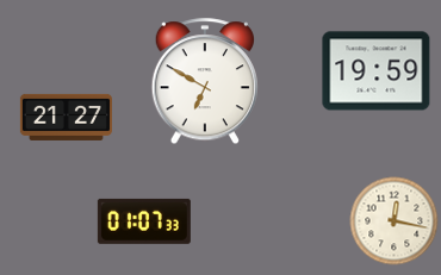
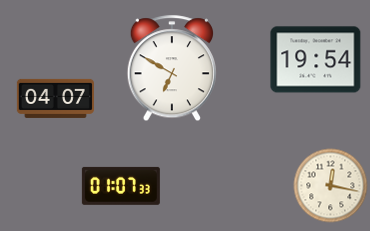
clock at (377, 71): 19:59 -> 19:54
clock at (66, 117): 21:27 -> 04:07
